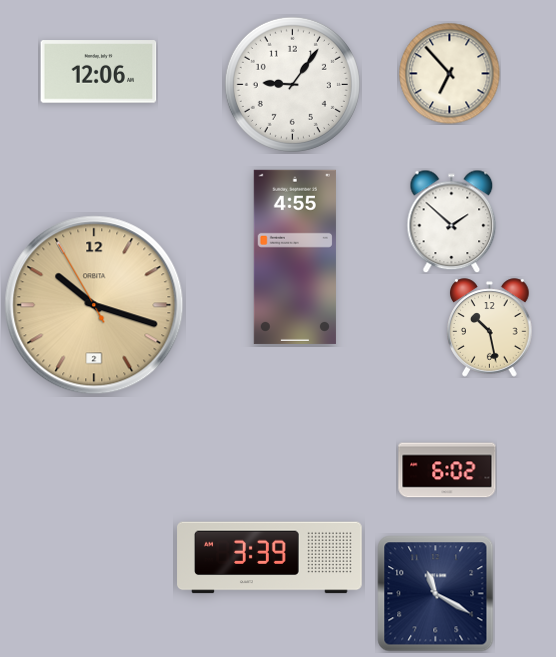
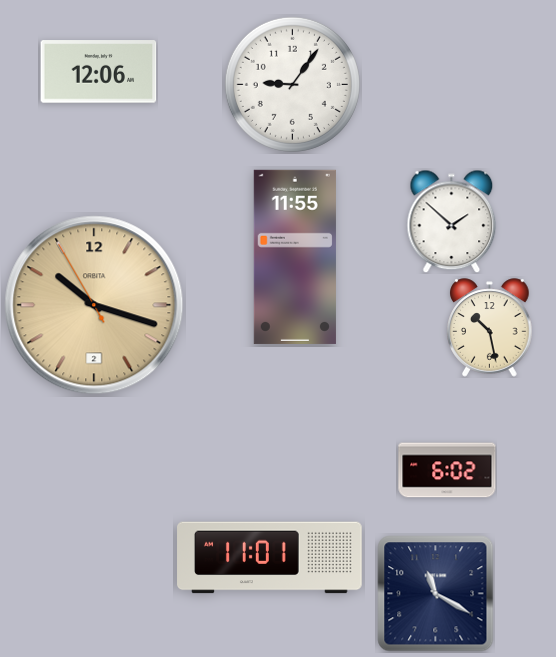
clock at (450, 74): 6:53 -> none
clock at (295, 257): 4:55 -> 11:55
clock at (270, 558): 3:39 -> 11:01
